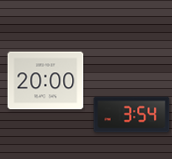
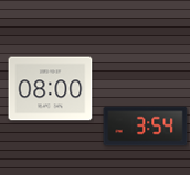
clock at (46, 81): 20:00 -> 08:00
